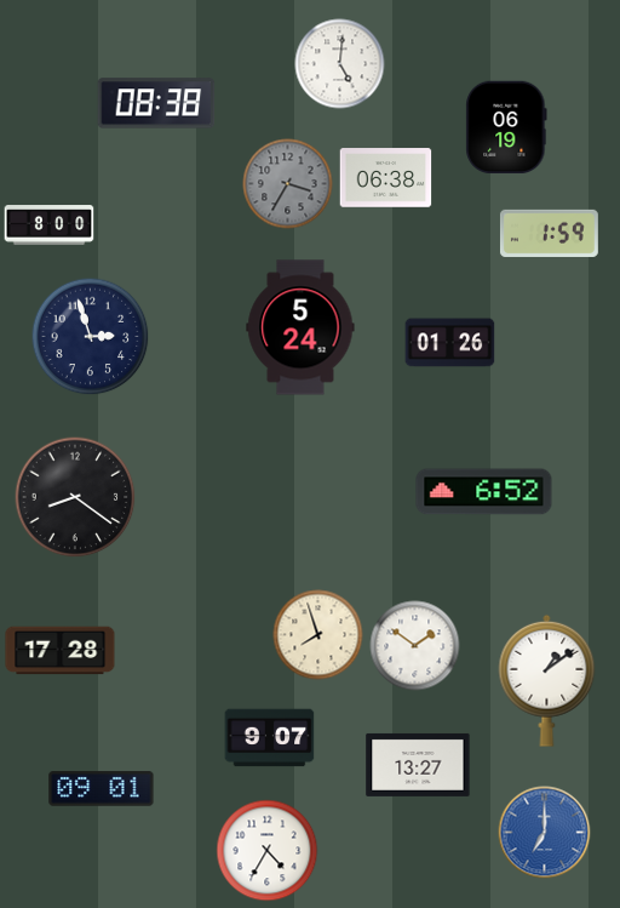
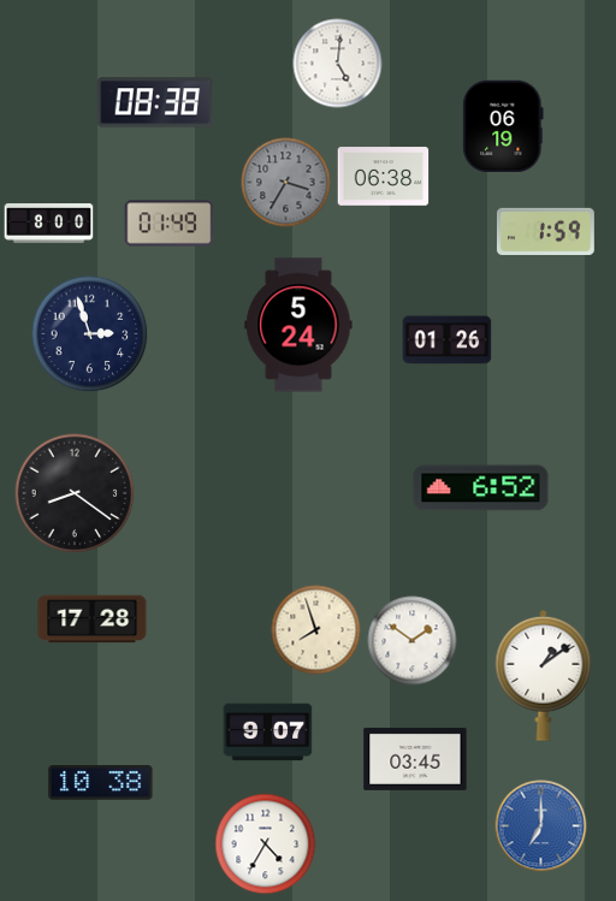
clock at (170, 224): none -> 01:49
clock at (61, 651) position: (61, 651) -> (93, 620)
clock at (418, 765): 13:27 -> 03:45
clock at (102, 789): 09:01 -> 10:38
